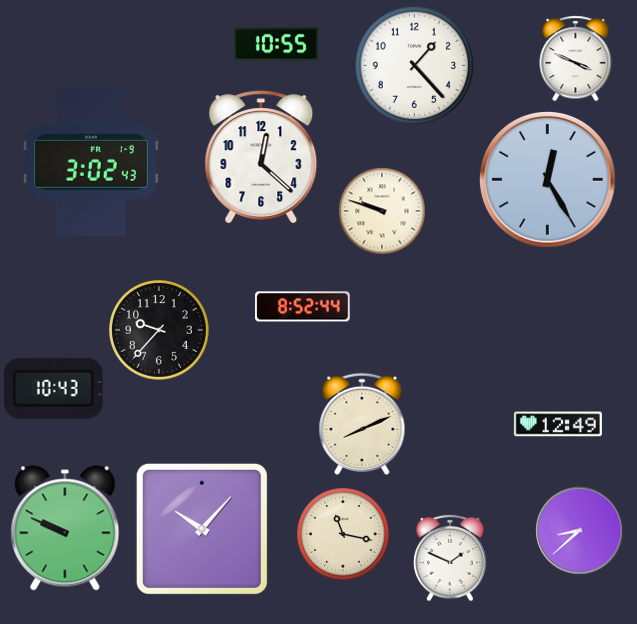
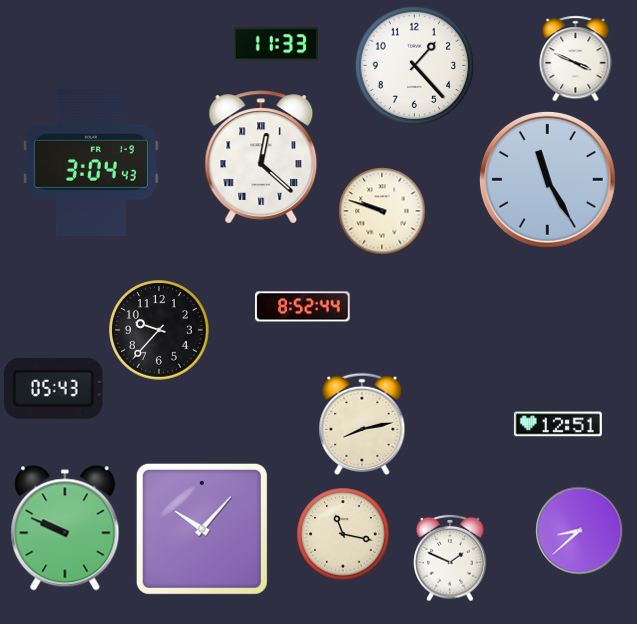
clock at (276, 44): 10:55 -> 11:33
clock at (261, 157) numerals: Arabic -> Roman
clock at (91, 162): 3:02 -> 3:04
clock at (547, 179): 12:25 -> 11:25
clock at (54, 388): 10:43 -> 05:43
clock at (362, 424): 8:11 -> 8:13
clock at (558, 424): 12:49 -> 12:51
